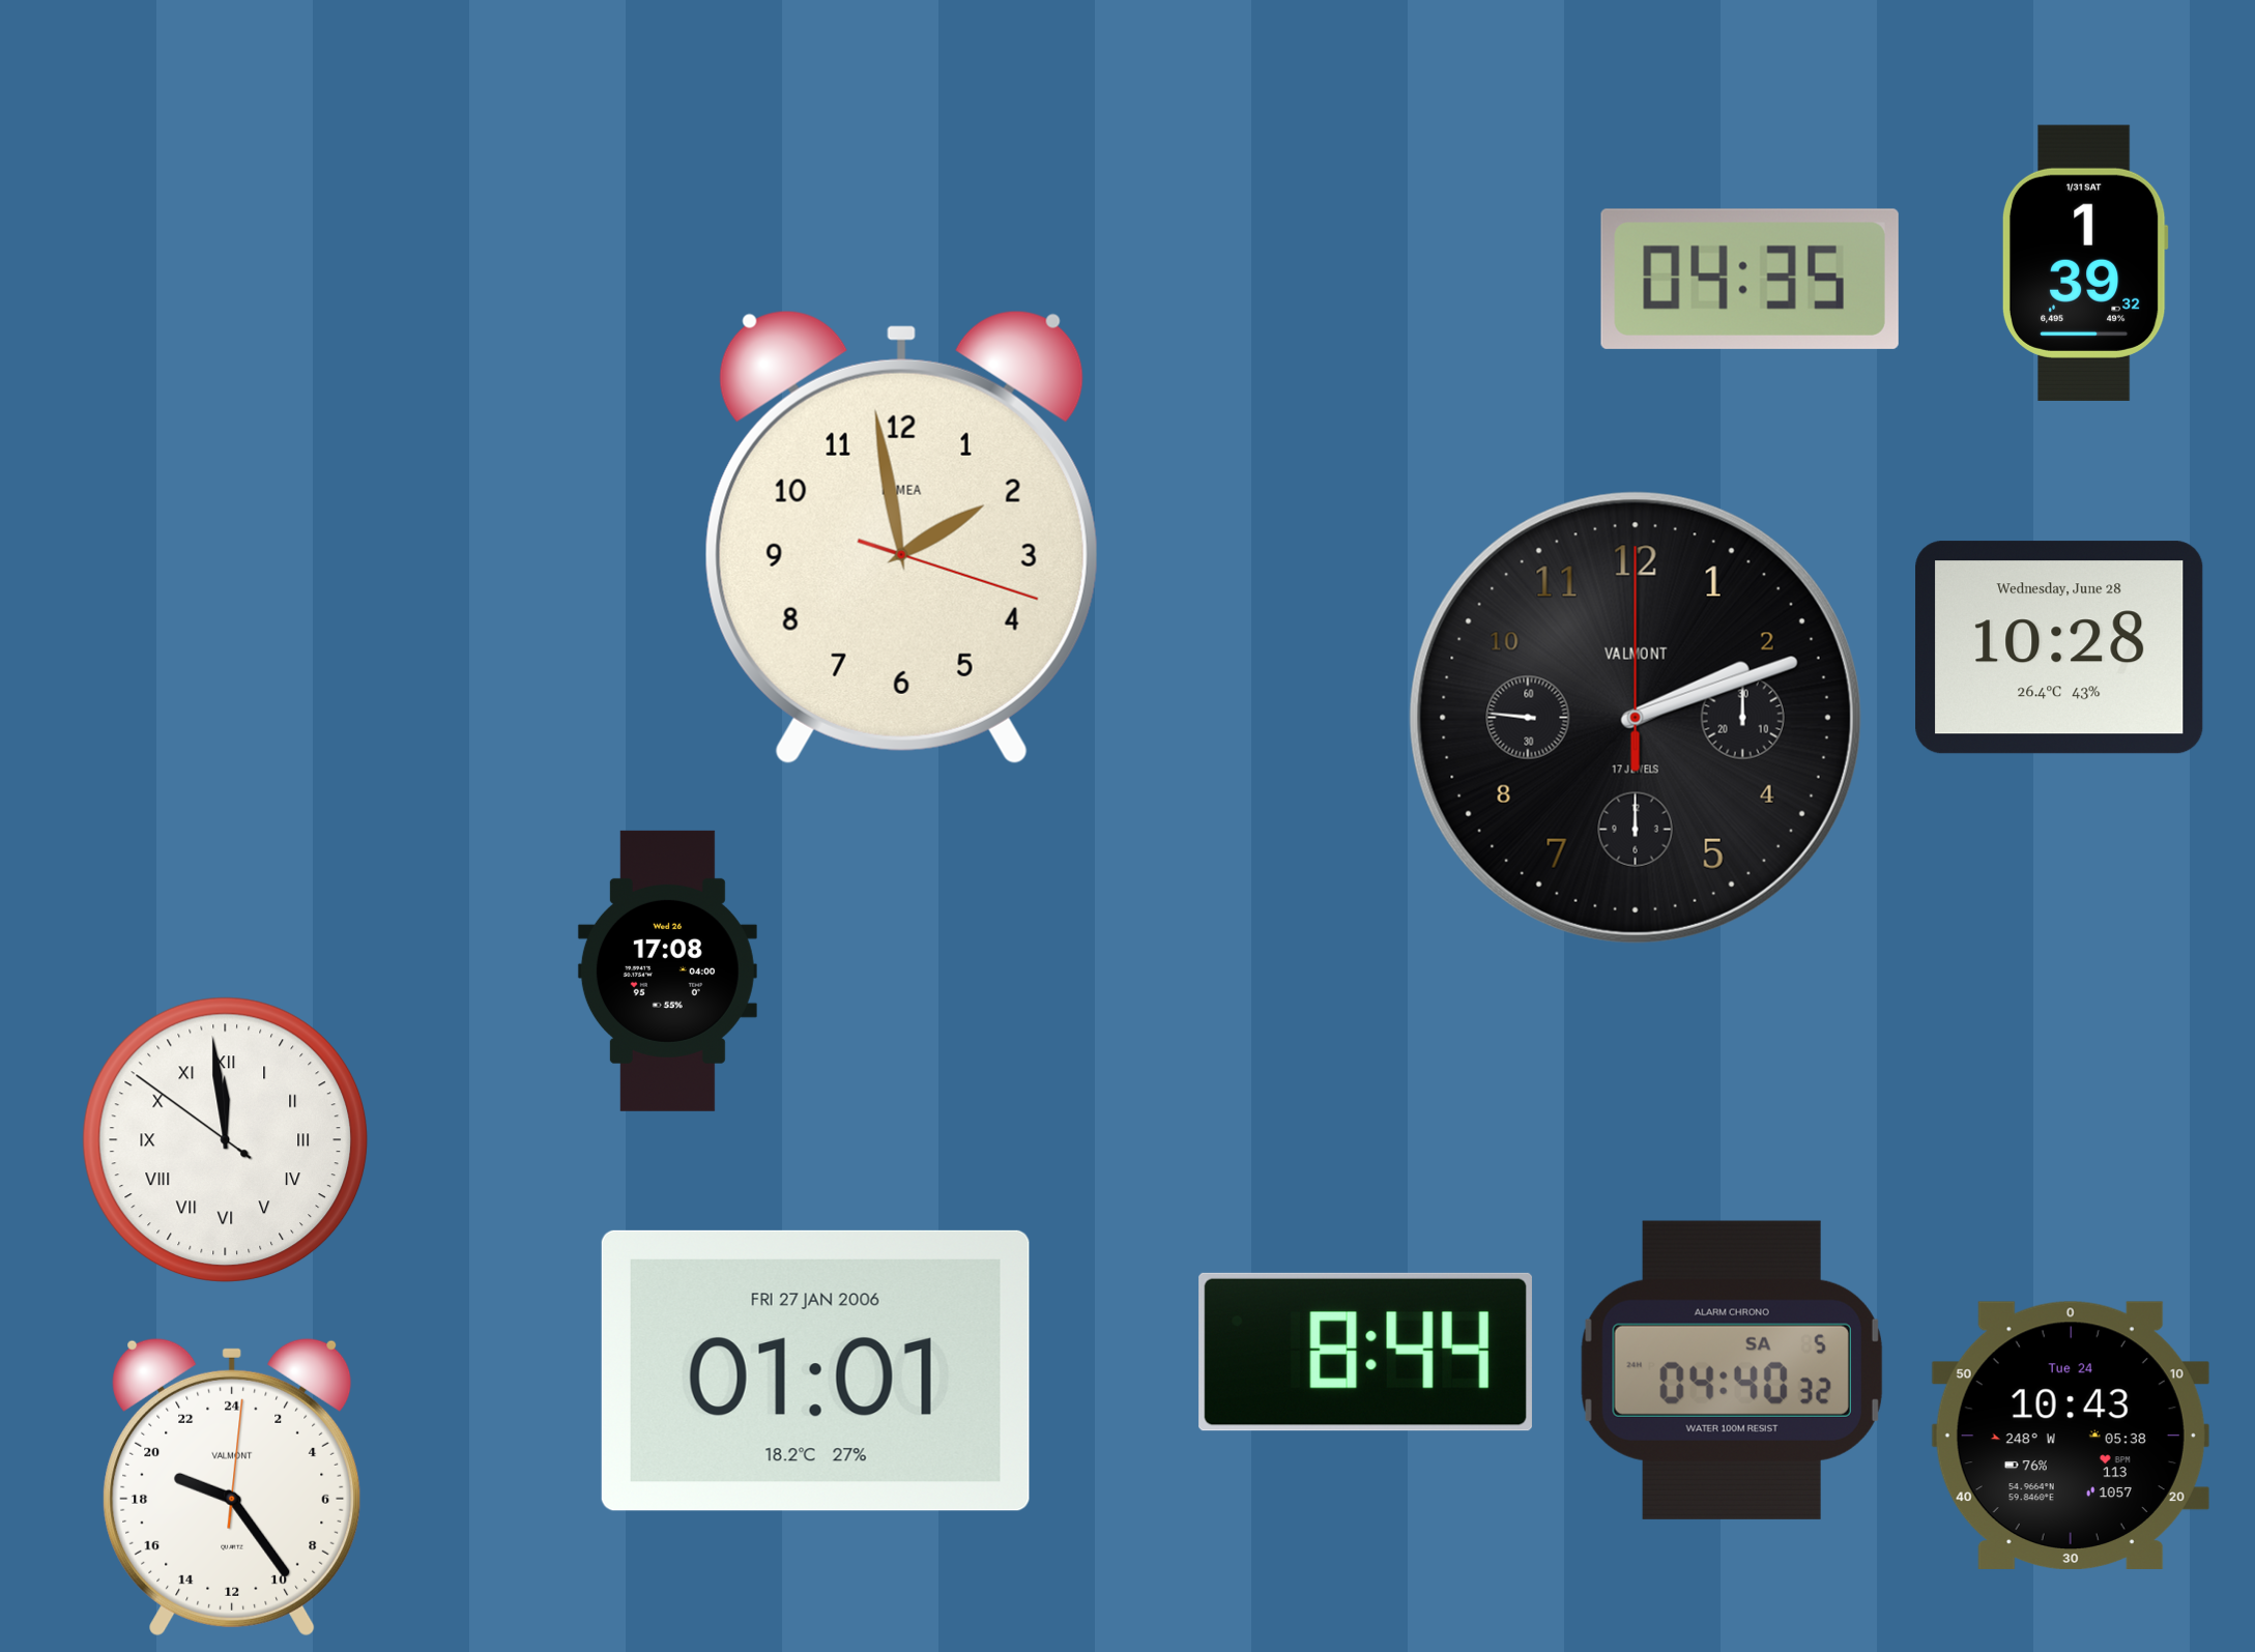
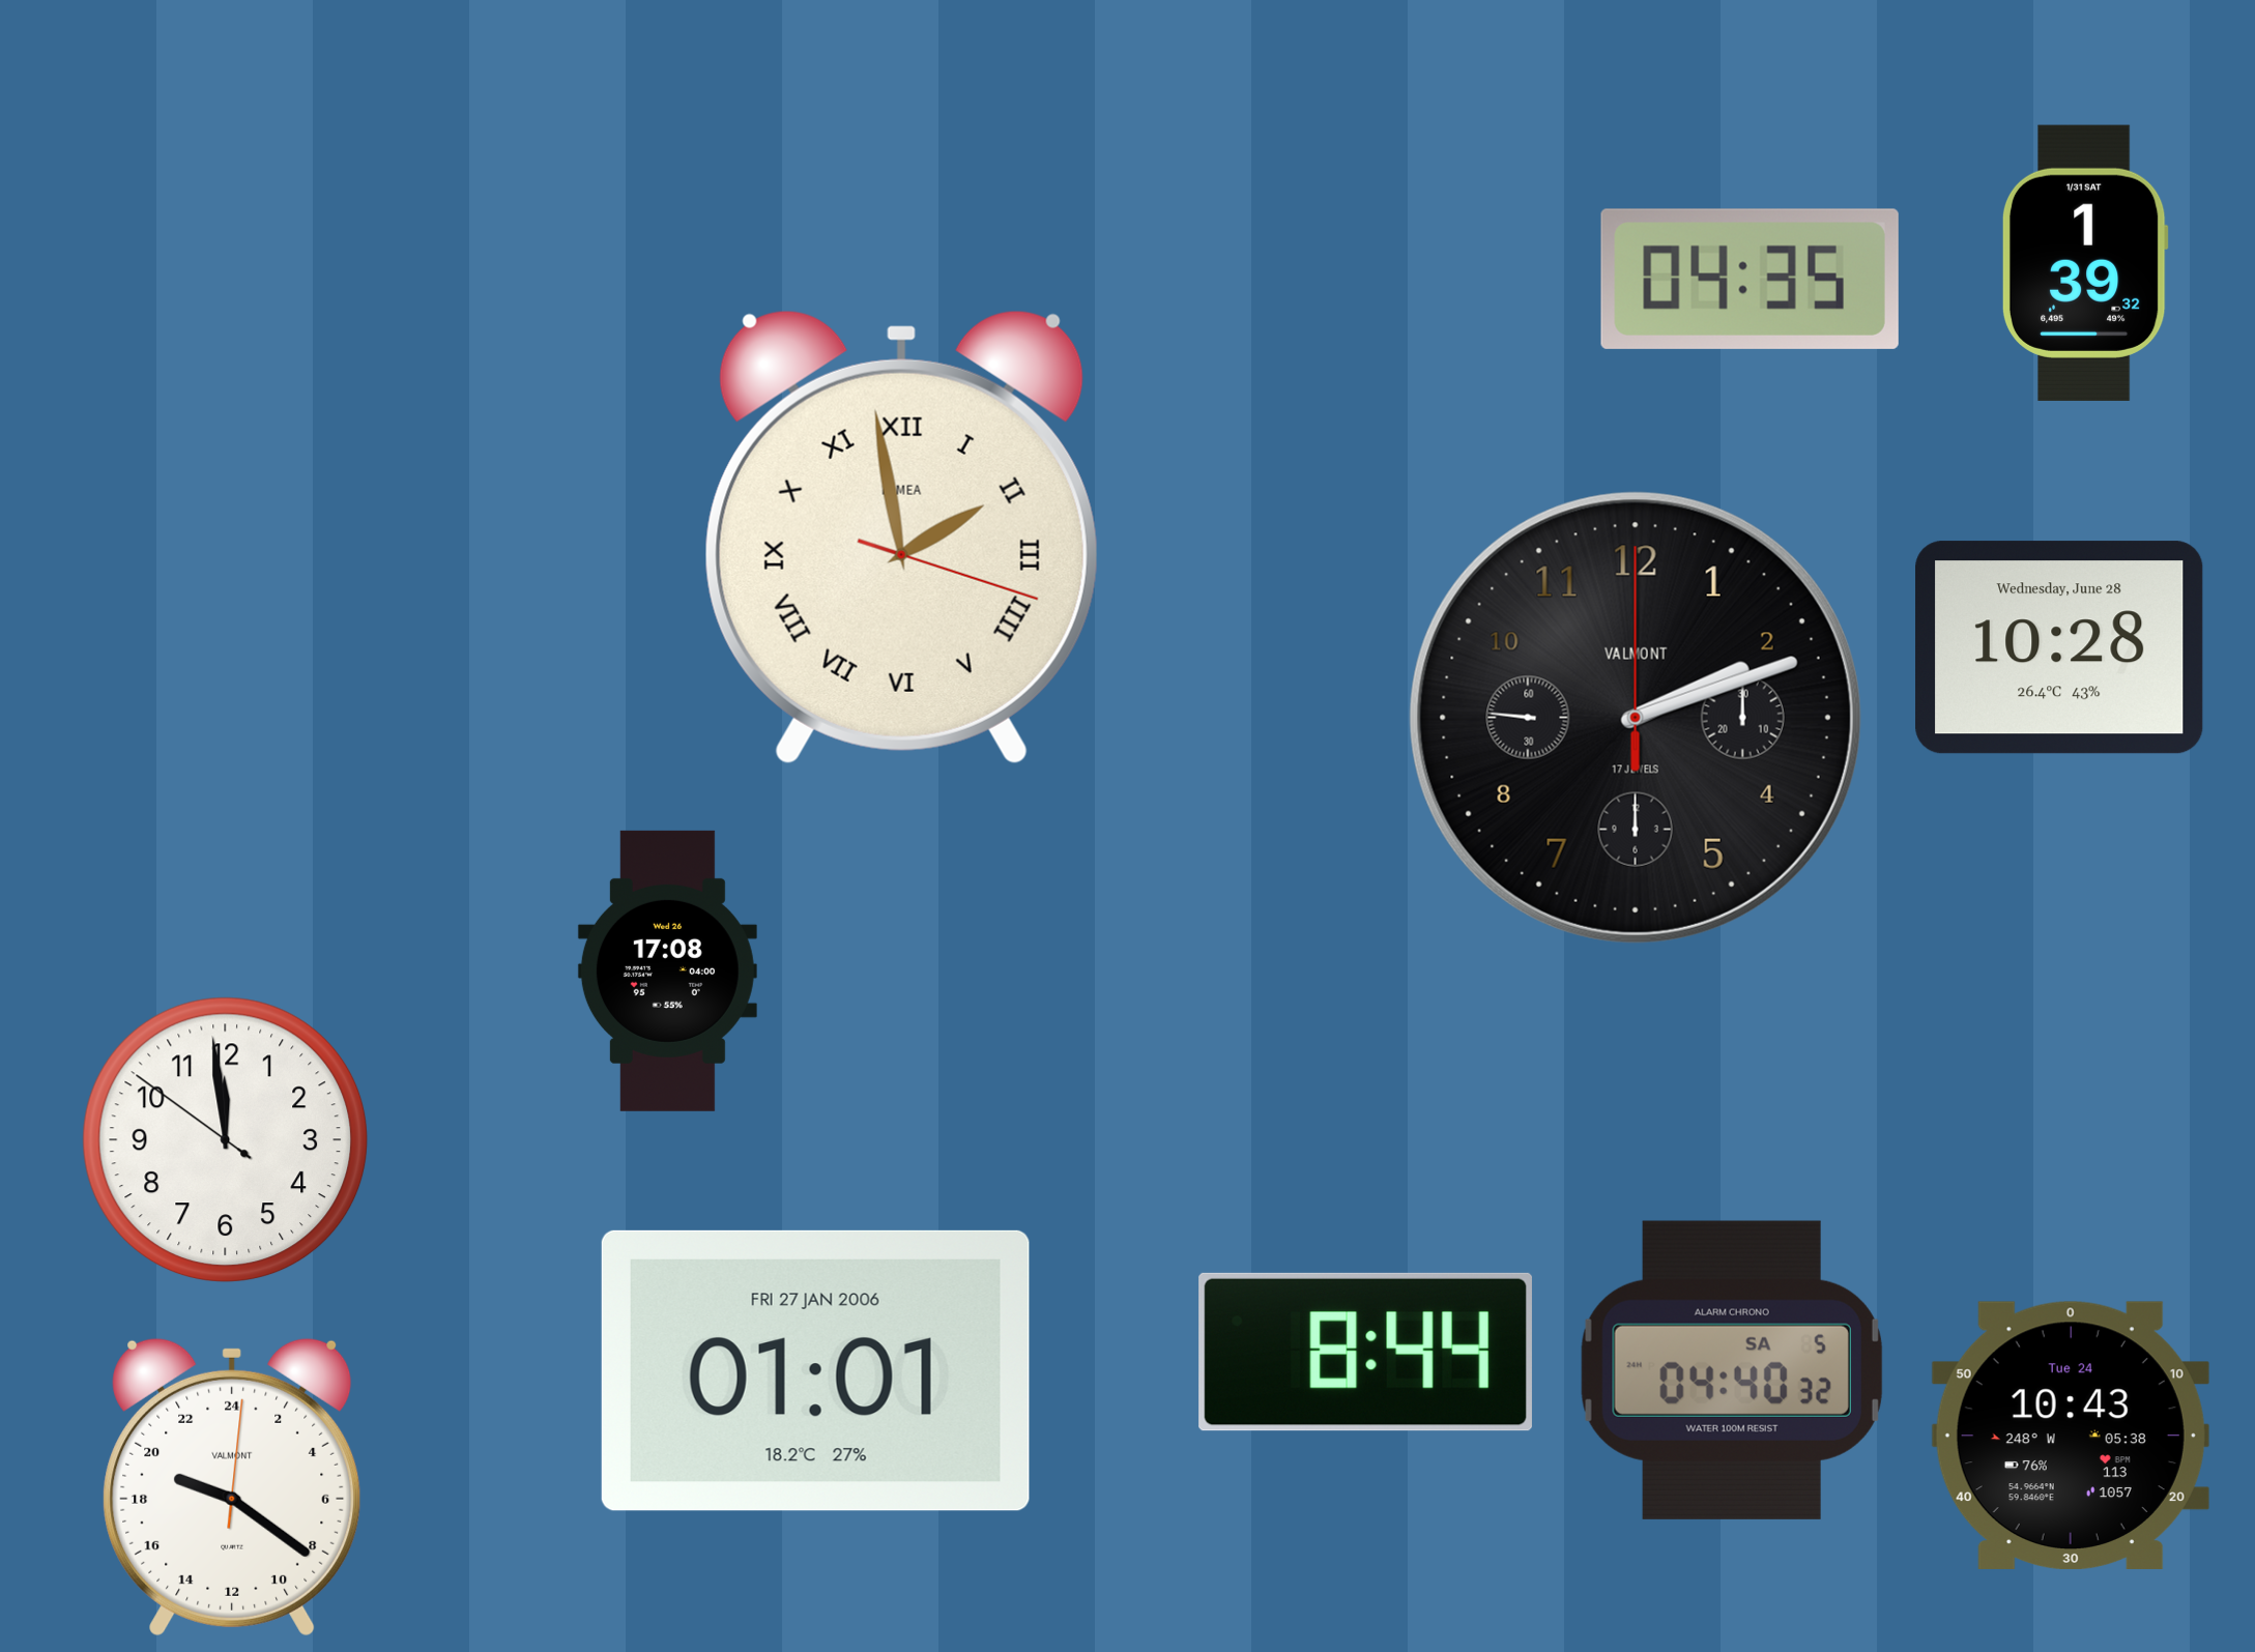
clock at (901, 537) numerals: Arabic -> Roman
clock at (226, 1140) numerals: Roman -> Arabic
clock at (232, 1487): 19:24 -> 19:21
